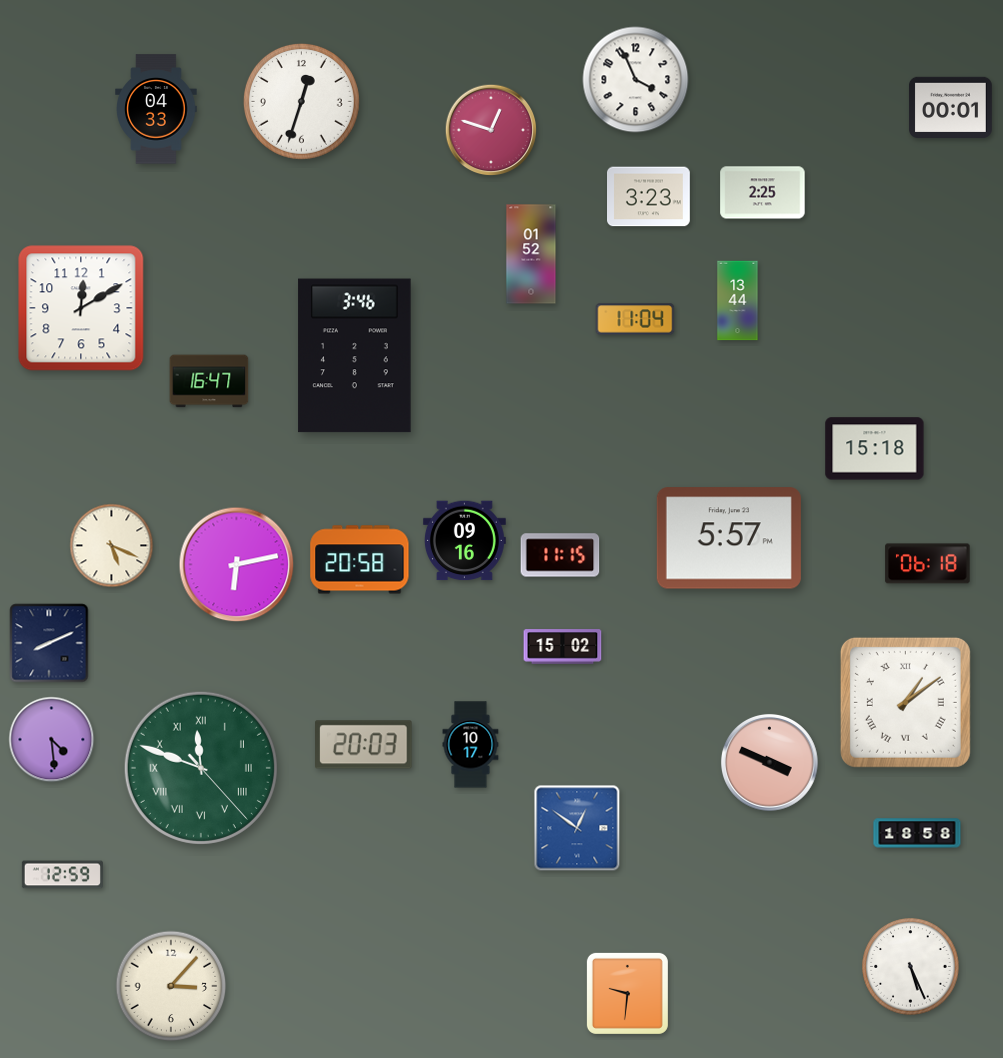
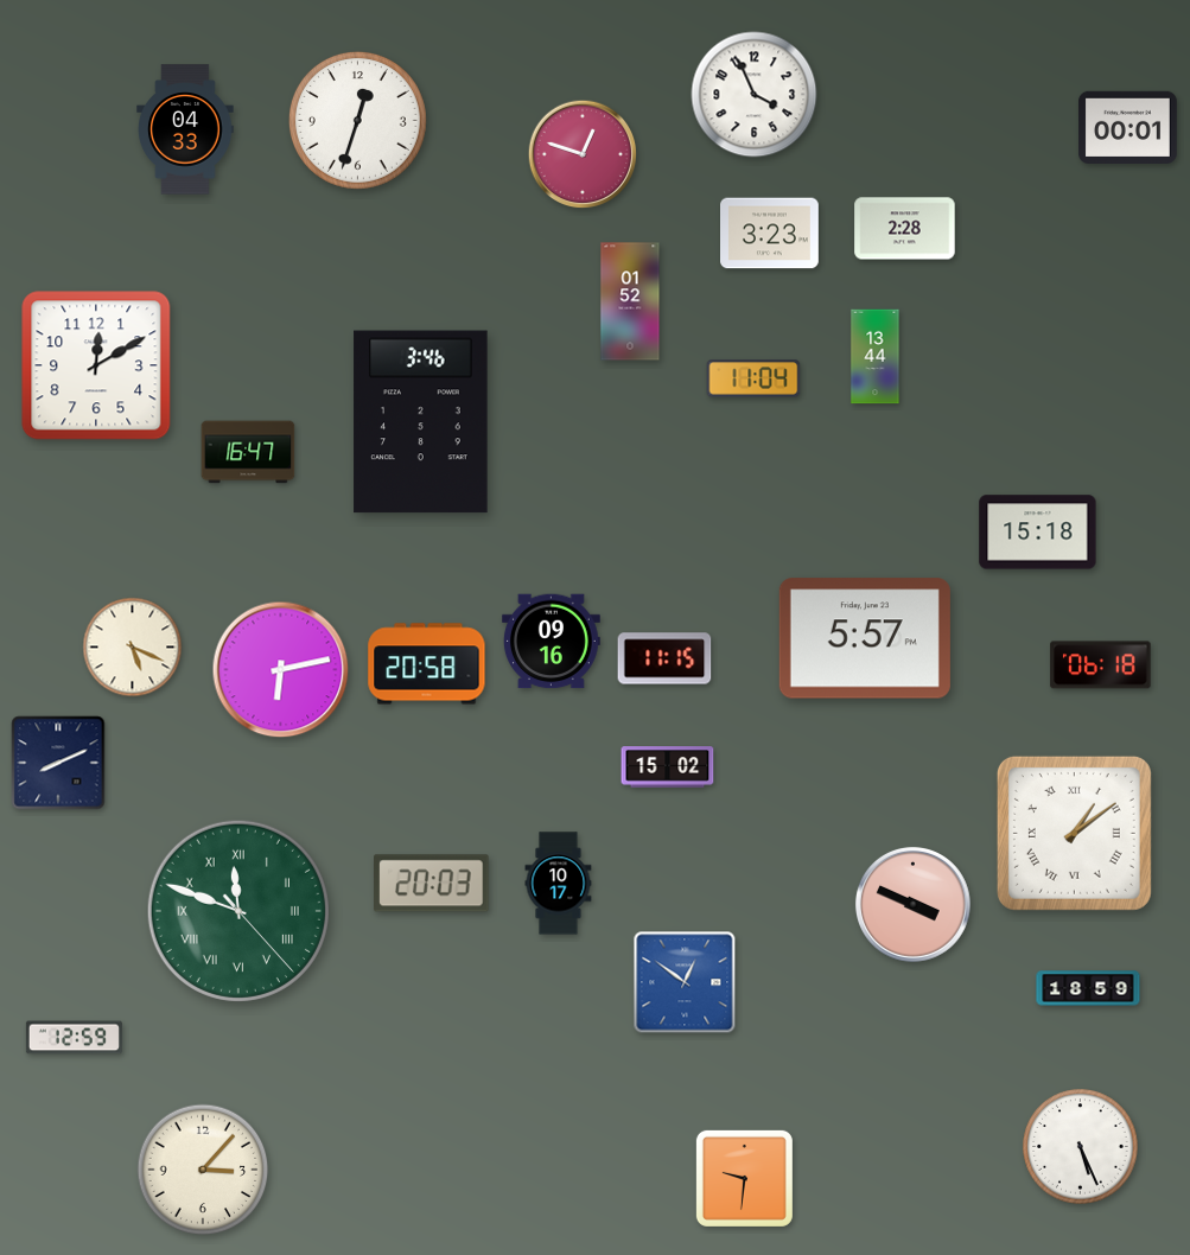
clock at (763, 193): 2:25 -> 2:28
clock at (928, 564) position: (928, 564) -> (1101, 665)
clock at (52, 740): 4:29 -> none
clock at (917, 833): 18:58 -> 18:59
